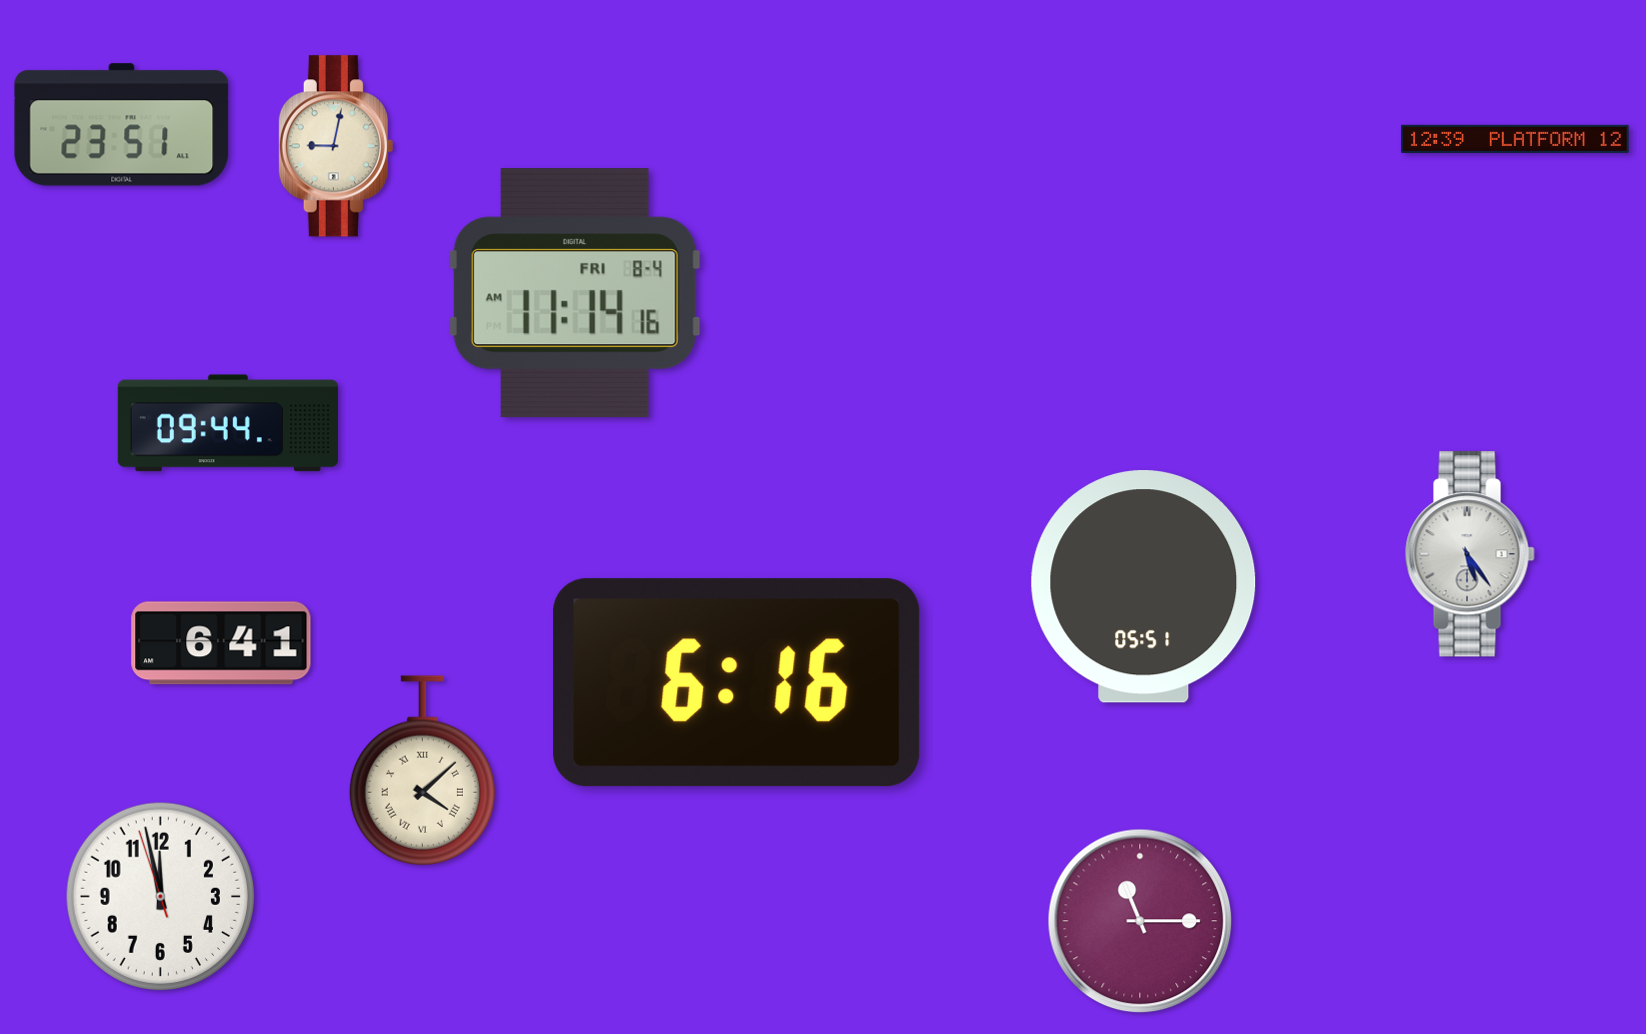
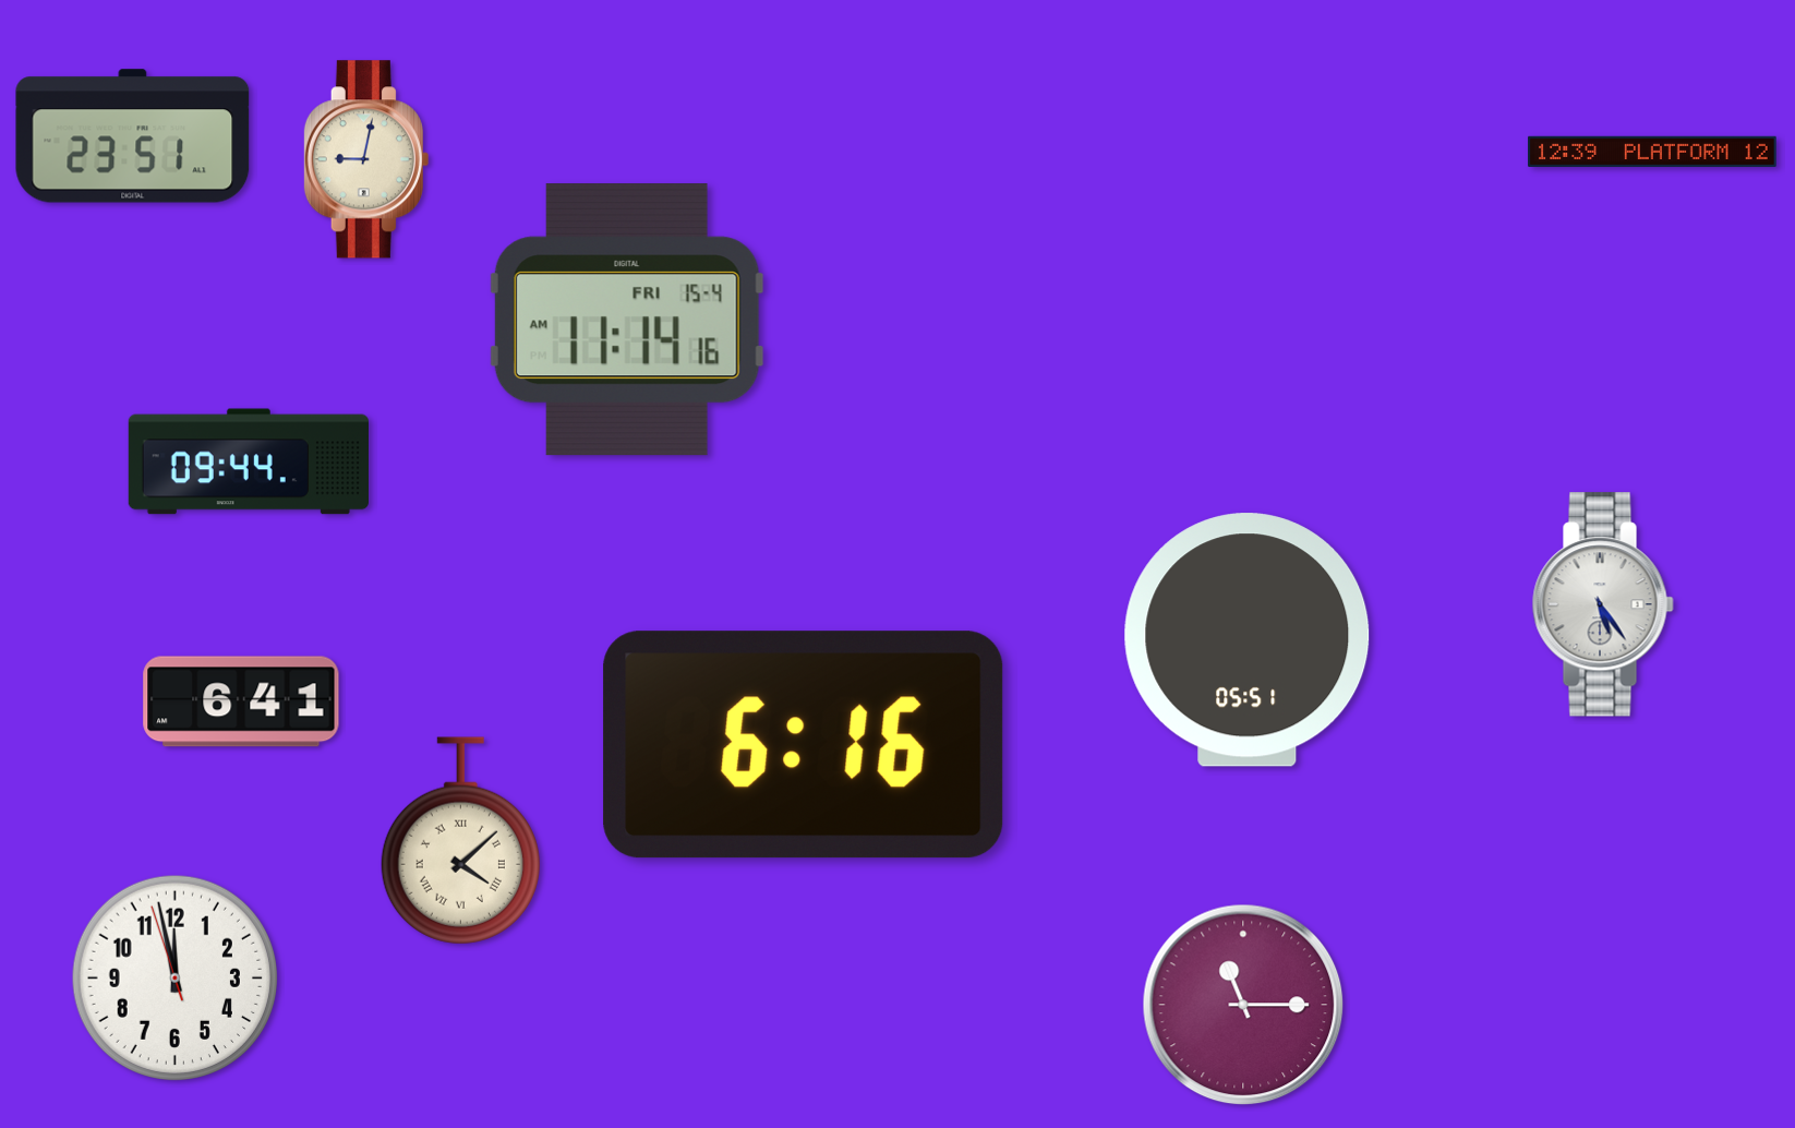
clock at (575, 293) date: FRI 8-4 -> FRI 15-4
